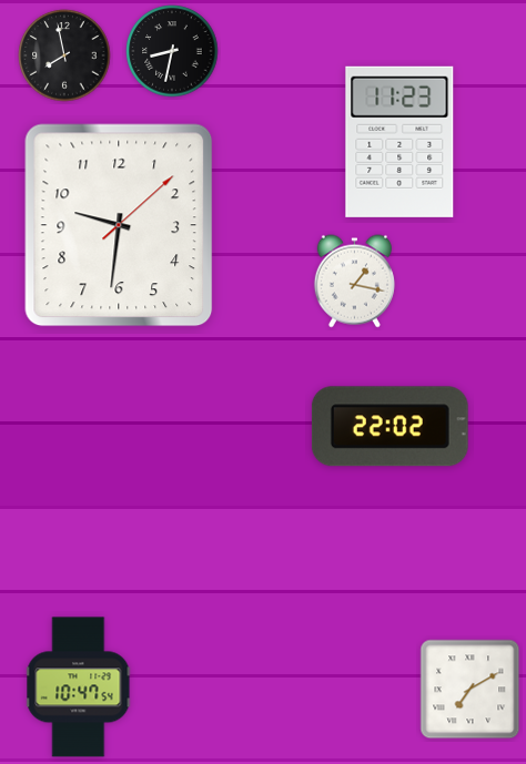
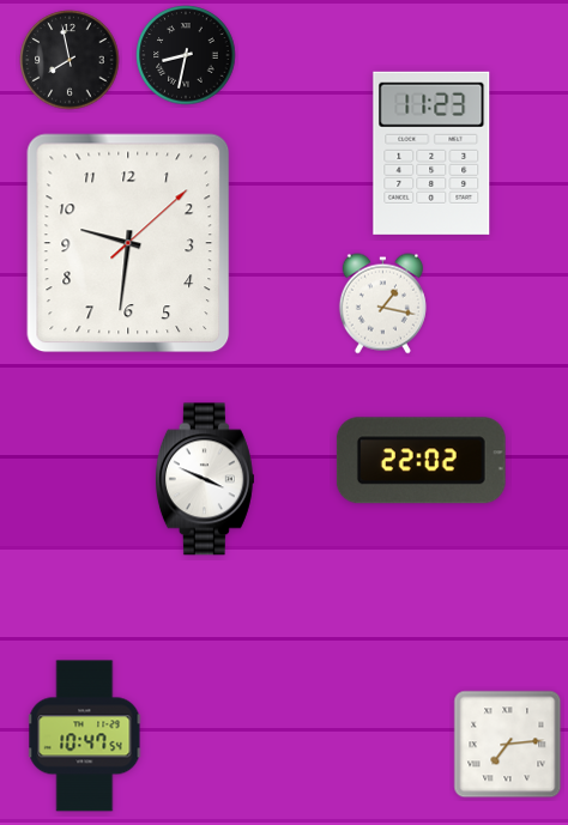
clock at (205, 479): none -> 3:49
clock at (79, 687) position: (79, 687) -> (85, 736)
clock at (471, 690): 7:10 -> 7:14
